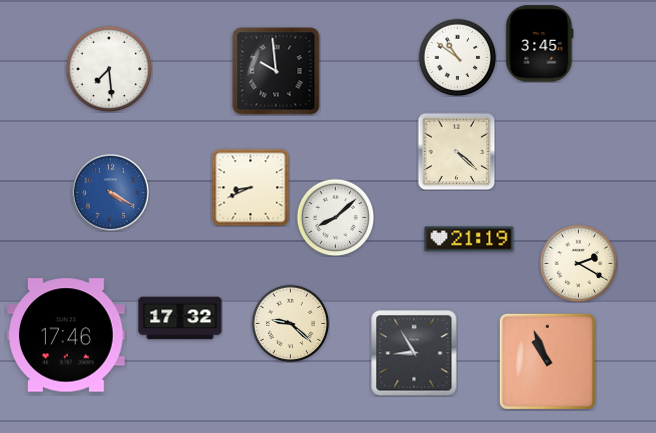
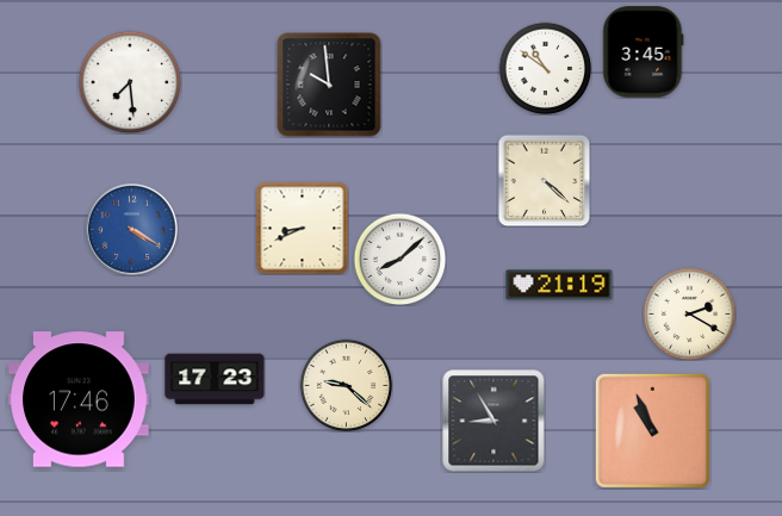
clock at (250, 187) position: (250, 187) -> (302, 228)
clock at (180, 318): 17:32 -> 17:23
